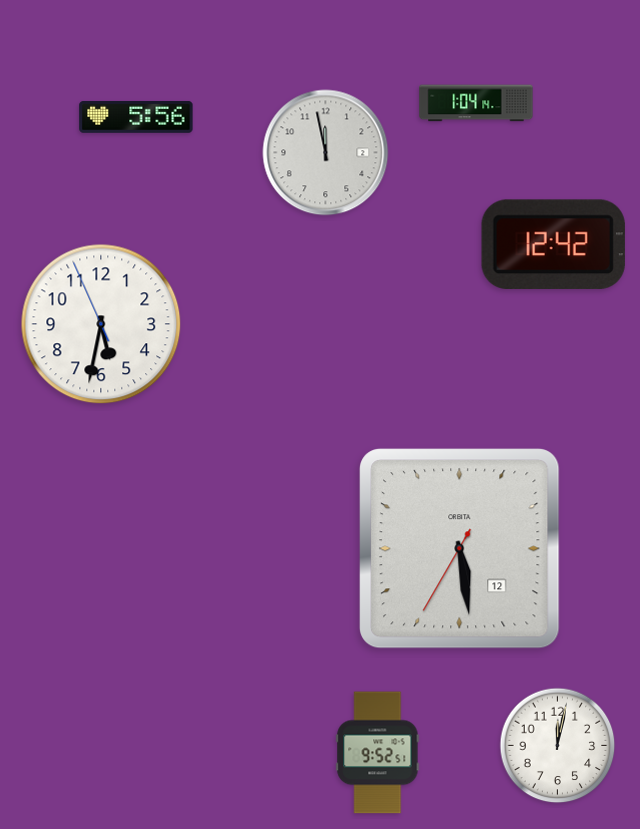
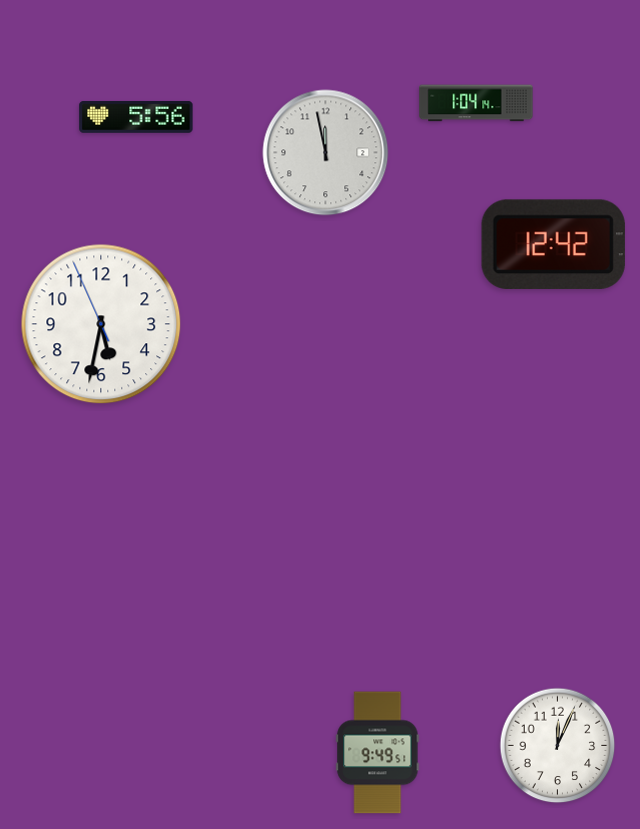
clock at (460, 549): 5:28 -> none
clock at (558, 746): 12:02 -> 12:04
clock at (378, 753): 9:52 -> 9:49
